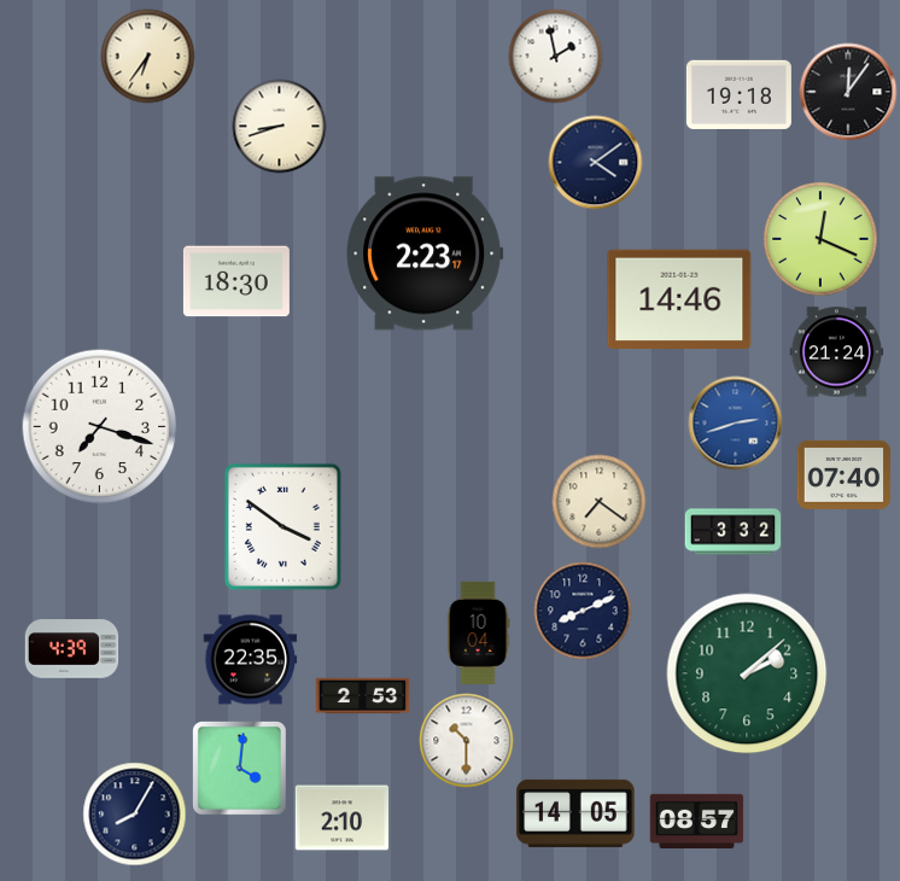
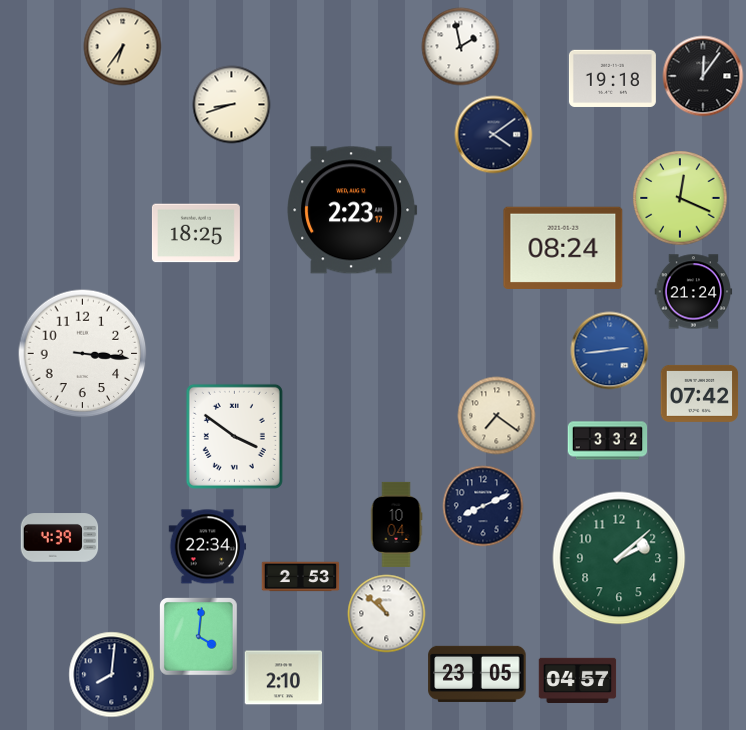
clock at (236, 281): 18:30 -> 18:25
clock at (679, 298): 14:46 -> 08:24
clock at (735, 422): 2:42 -> 2:44
clock at (99, 426): 7:18 -> 3:16
clock at (843, 474): 07:40 -> 07:42
clock at (250, 660): 22:35 -> 22:34
clock at (466, 740): 10:30 -> 10:52
clock at (134, 813): 8:05 -> 8:01
clock at (575, 813): 14:05 -> 23:05
clock at (696, 821): 08:57 -> 04:57
